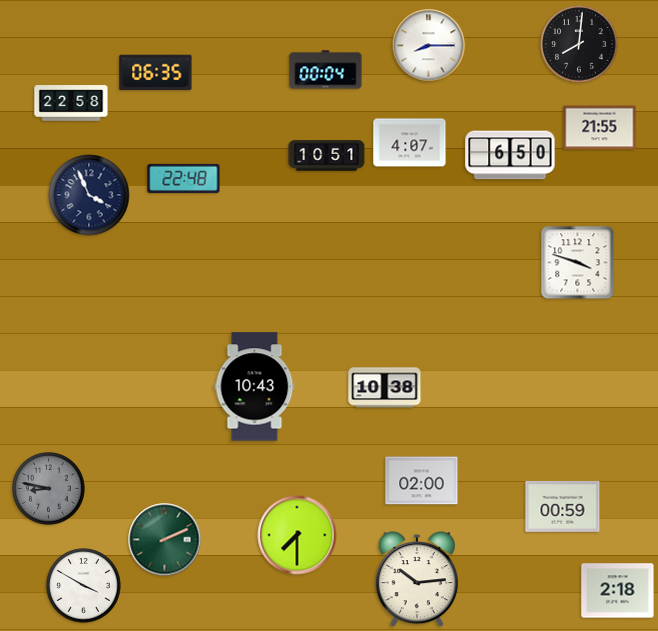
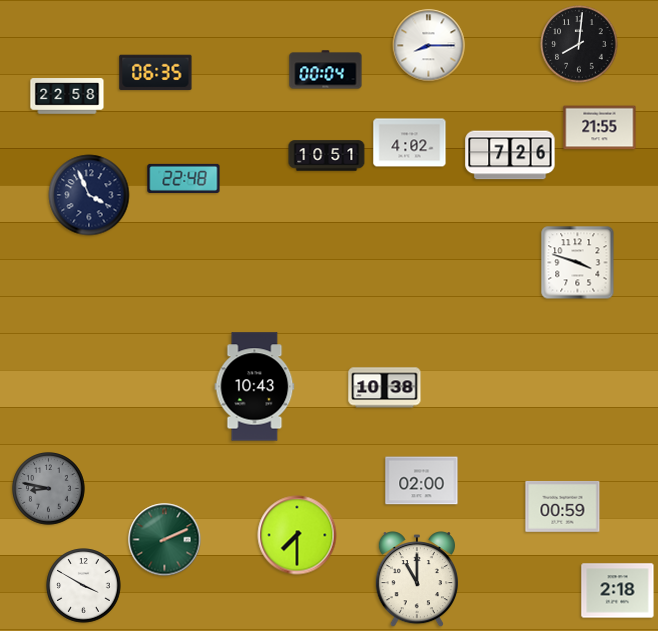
clock at (71, 103) position: (71, 103) -> (67, 96)
clock at (410, 143): 4:07 -> 4:02
clock at (510, 155): 6:50 -> 7:26
clock at (417, 580): 10:14 -> 11:00
